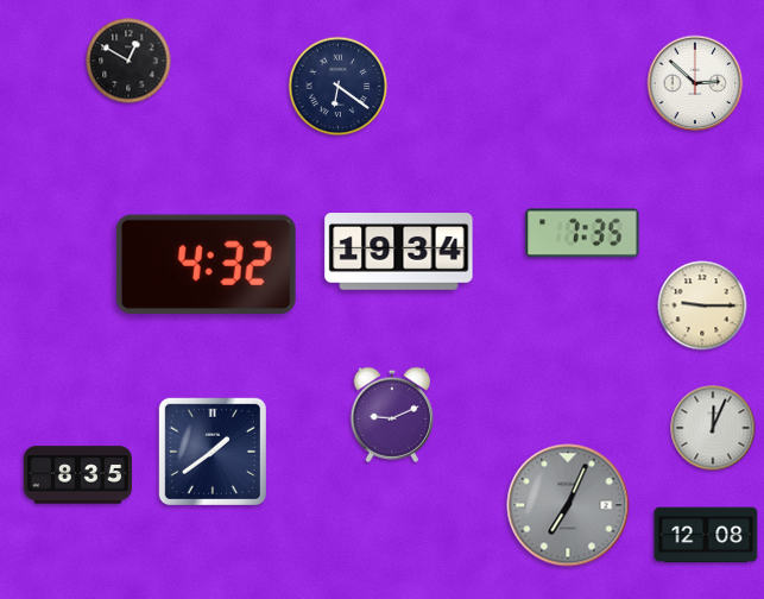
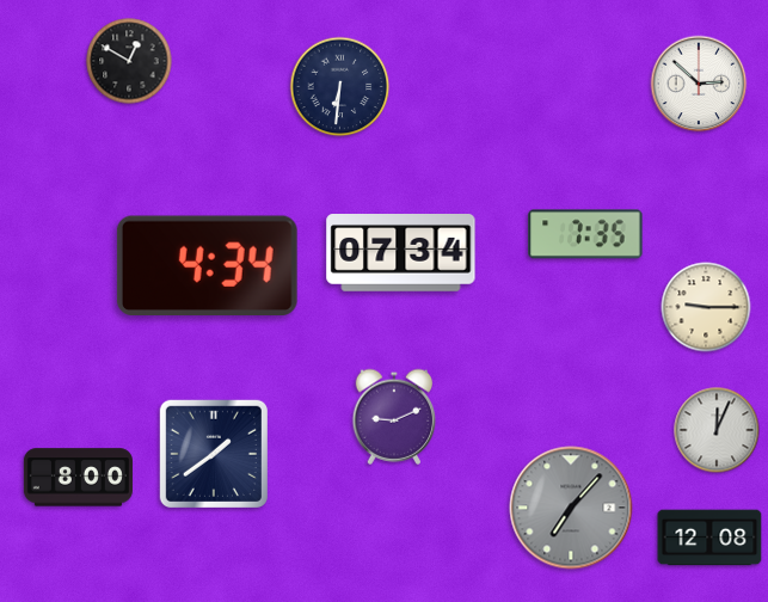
clock at (339, 87): 6:21 -> 6:31
clock at (399, 252): 19:34 -> 07:34
clock at (206, 264): 4:32 -> 4:34
clock at (77, 475): 8:35 -> 8:00
clock at (568, 505): 7:04 -> 7:07
